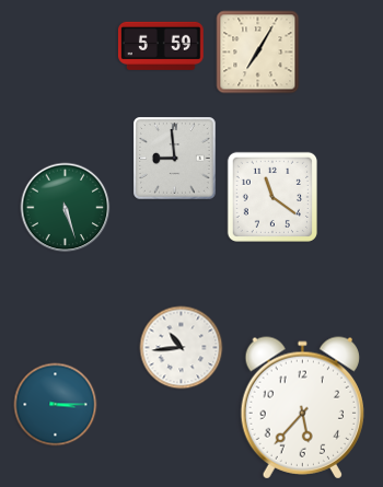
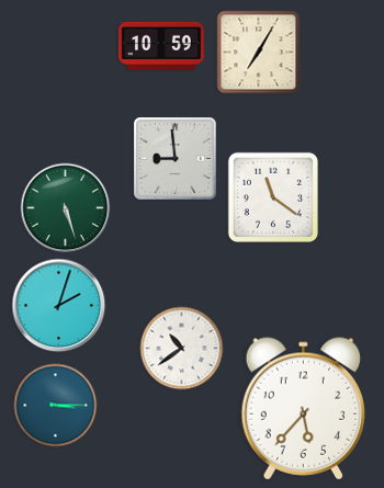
clock at (161, 46): 5:59 -> 10:59
clock at (59, 306): none -> 2:03
clock at (182, 348): 10:44 -> 10:39
